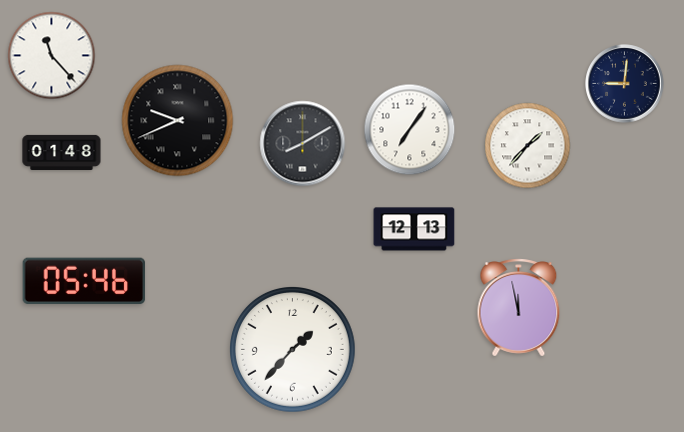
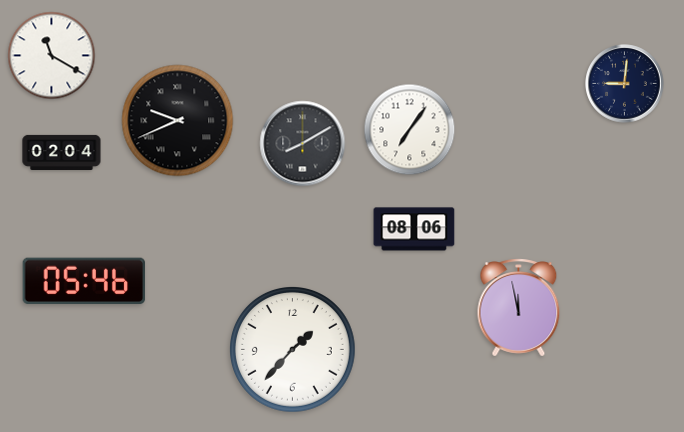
clock at (52, 56): 11:23 -> 11:20
clock at (528, 146): 1:37 -> none
clock at (62, 152): 01:48 -> 02:04
clock at (414, 229): 12:13 -> 08:06
